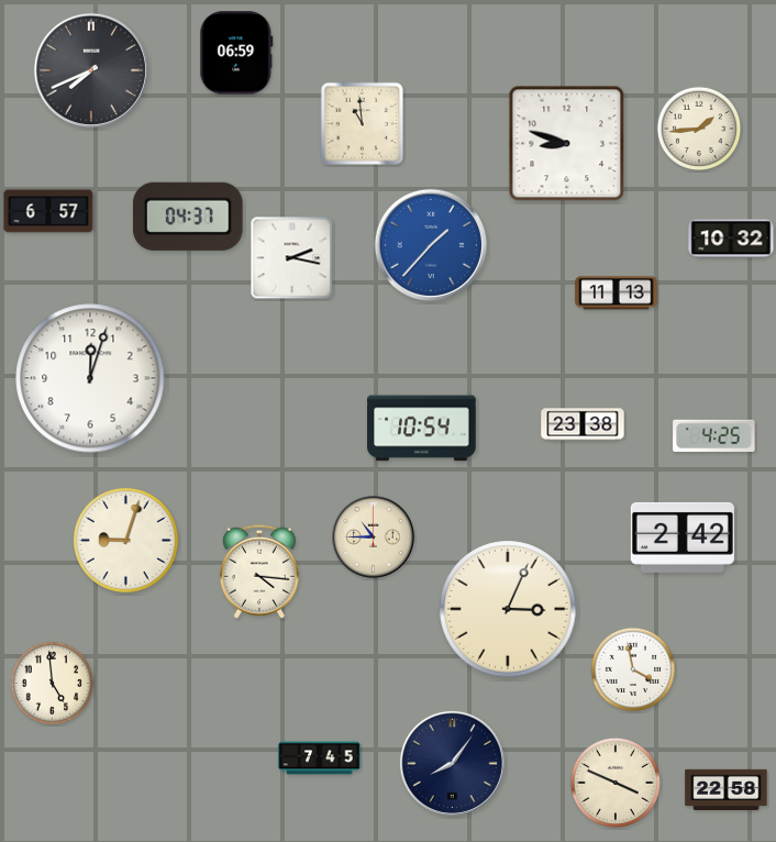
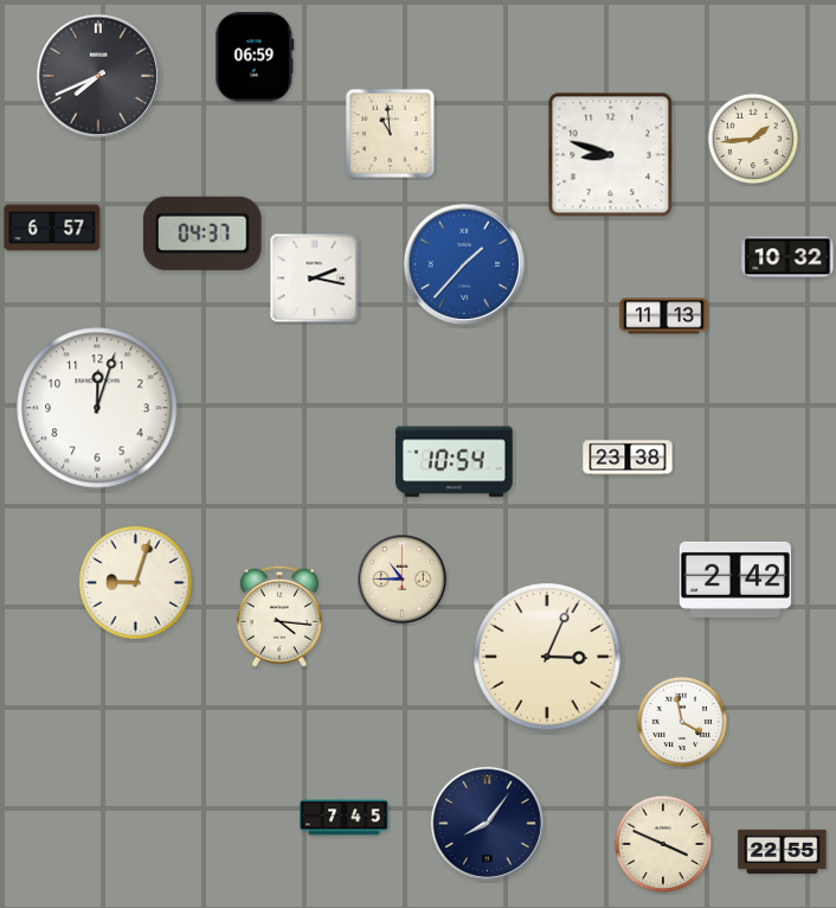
clock at (714, 435): 4:25 -> none
clock at (52, 683): 4:59 -> none
clock at (727, 790): 22:58 -> 22:55
